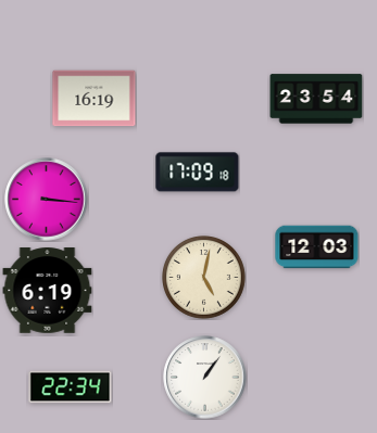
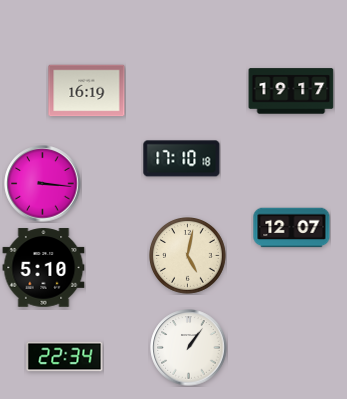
clock at (316, 99): 23:54 -> 19:17
clock at (198, 173): 17:09 -> 17:10
clock at (317, 247): 12:03 -> 12:07
clock at (48, 291): 6:19 -> 5:10
